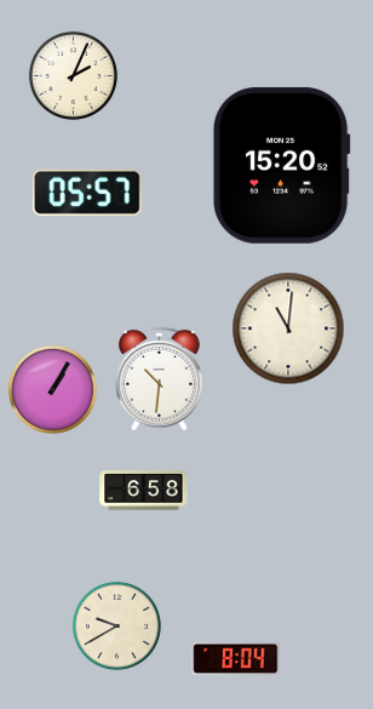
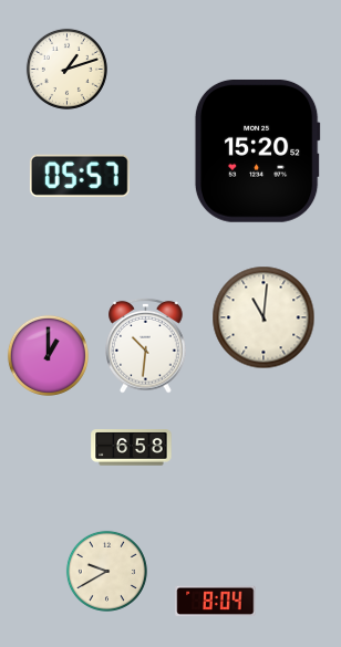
clock at (73, 75): 2:04 -> 1:12
clock at (288, 328) position: (288, 328) -> (263, 317)
clock at (52, 389): 1:05 -> 1:00
